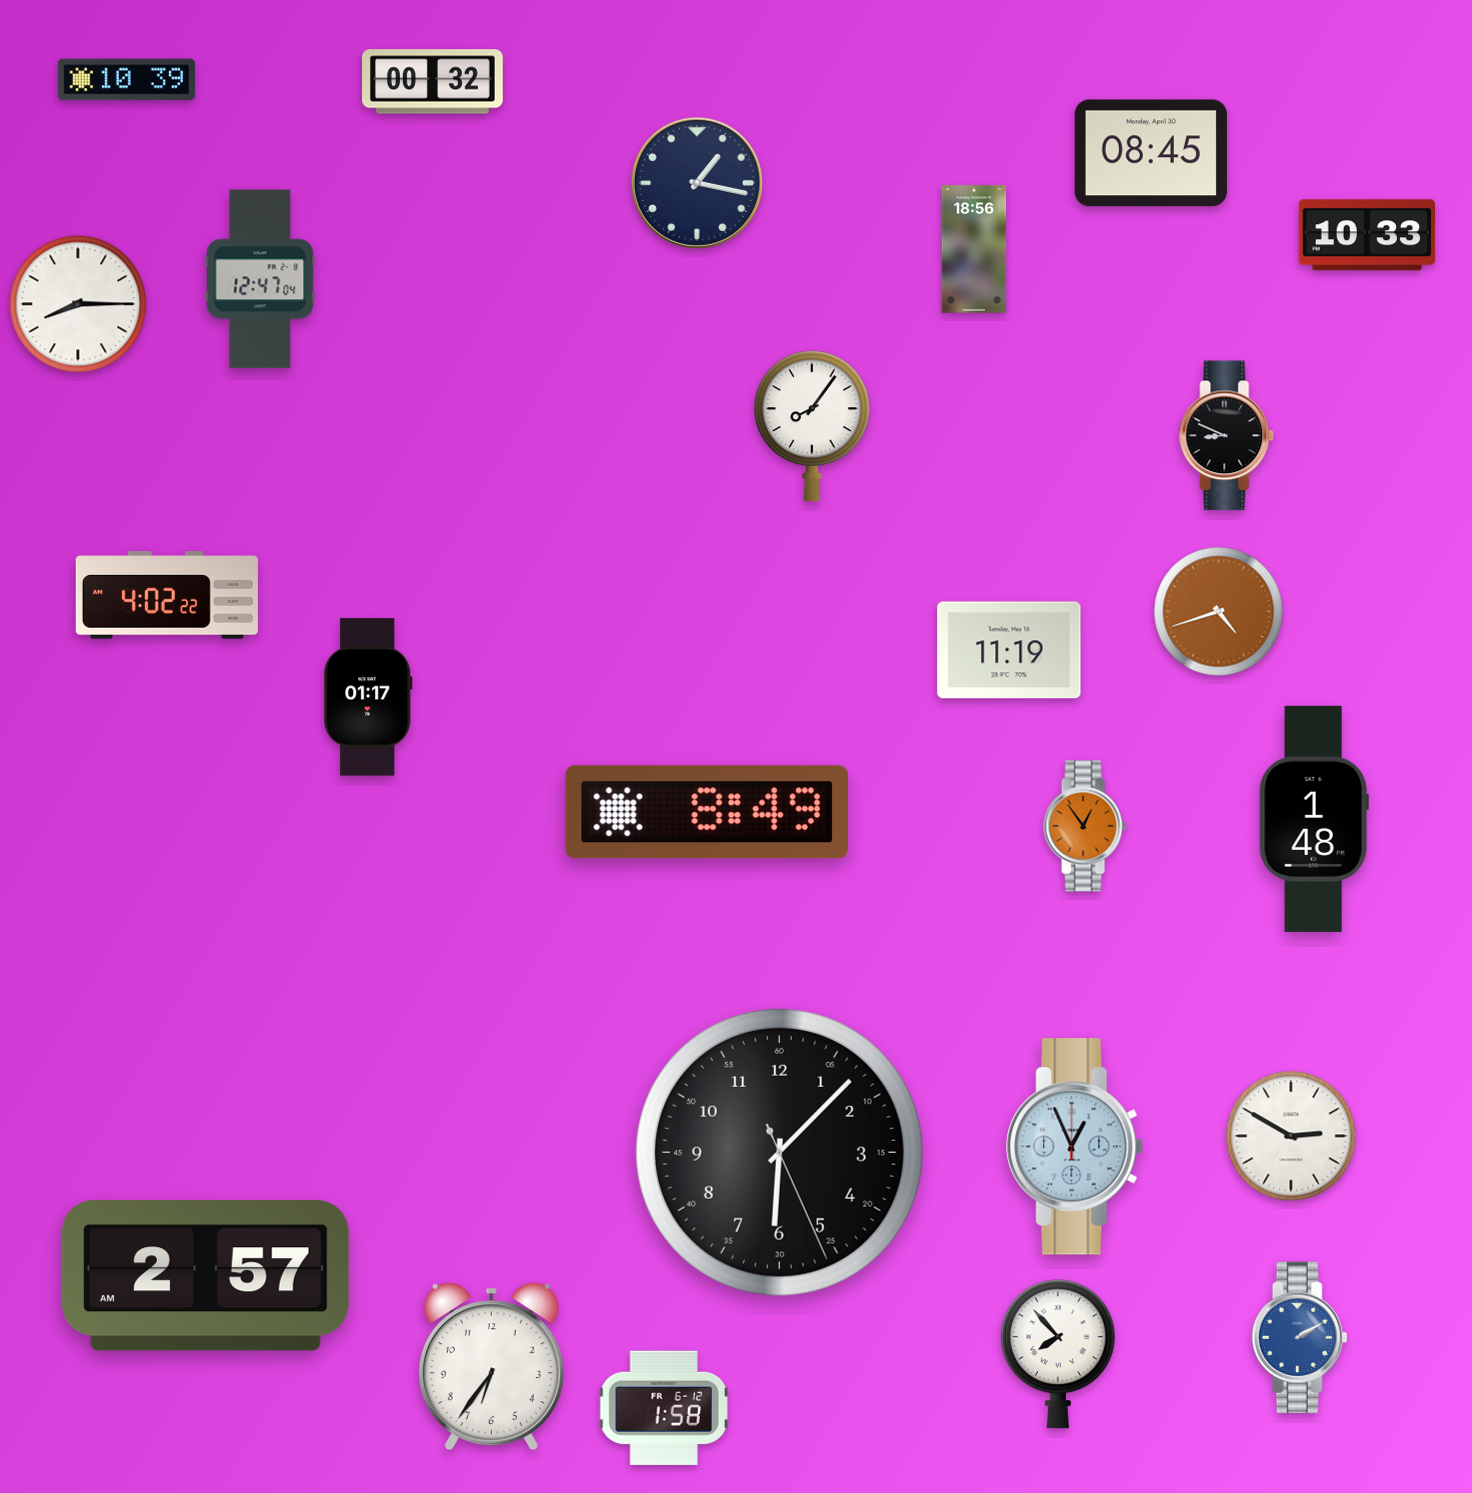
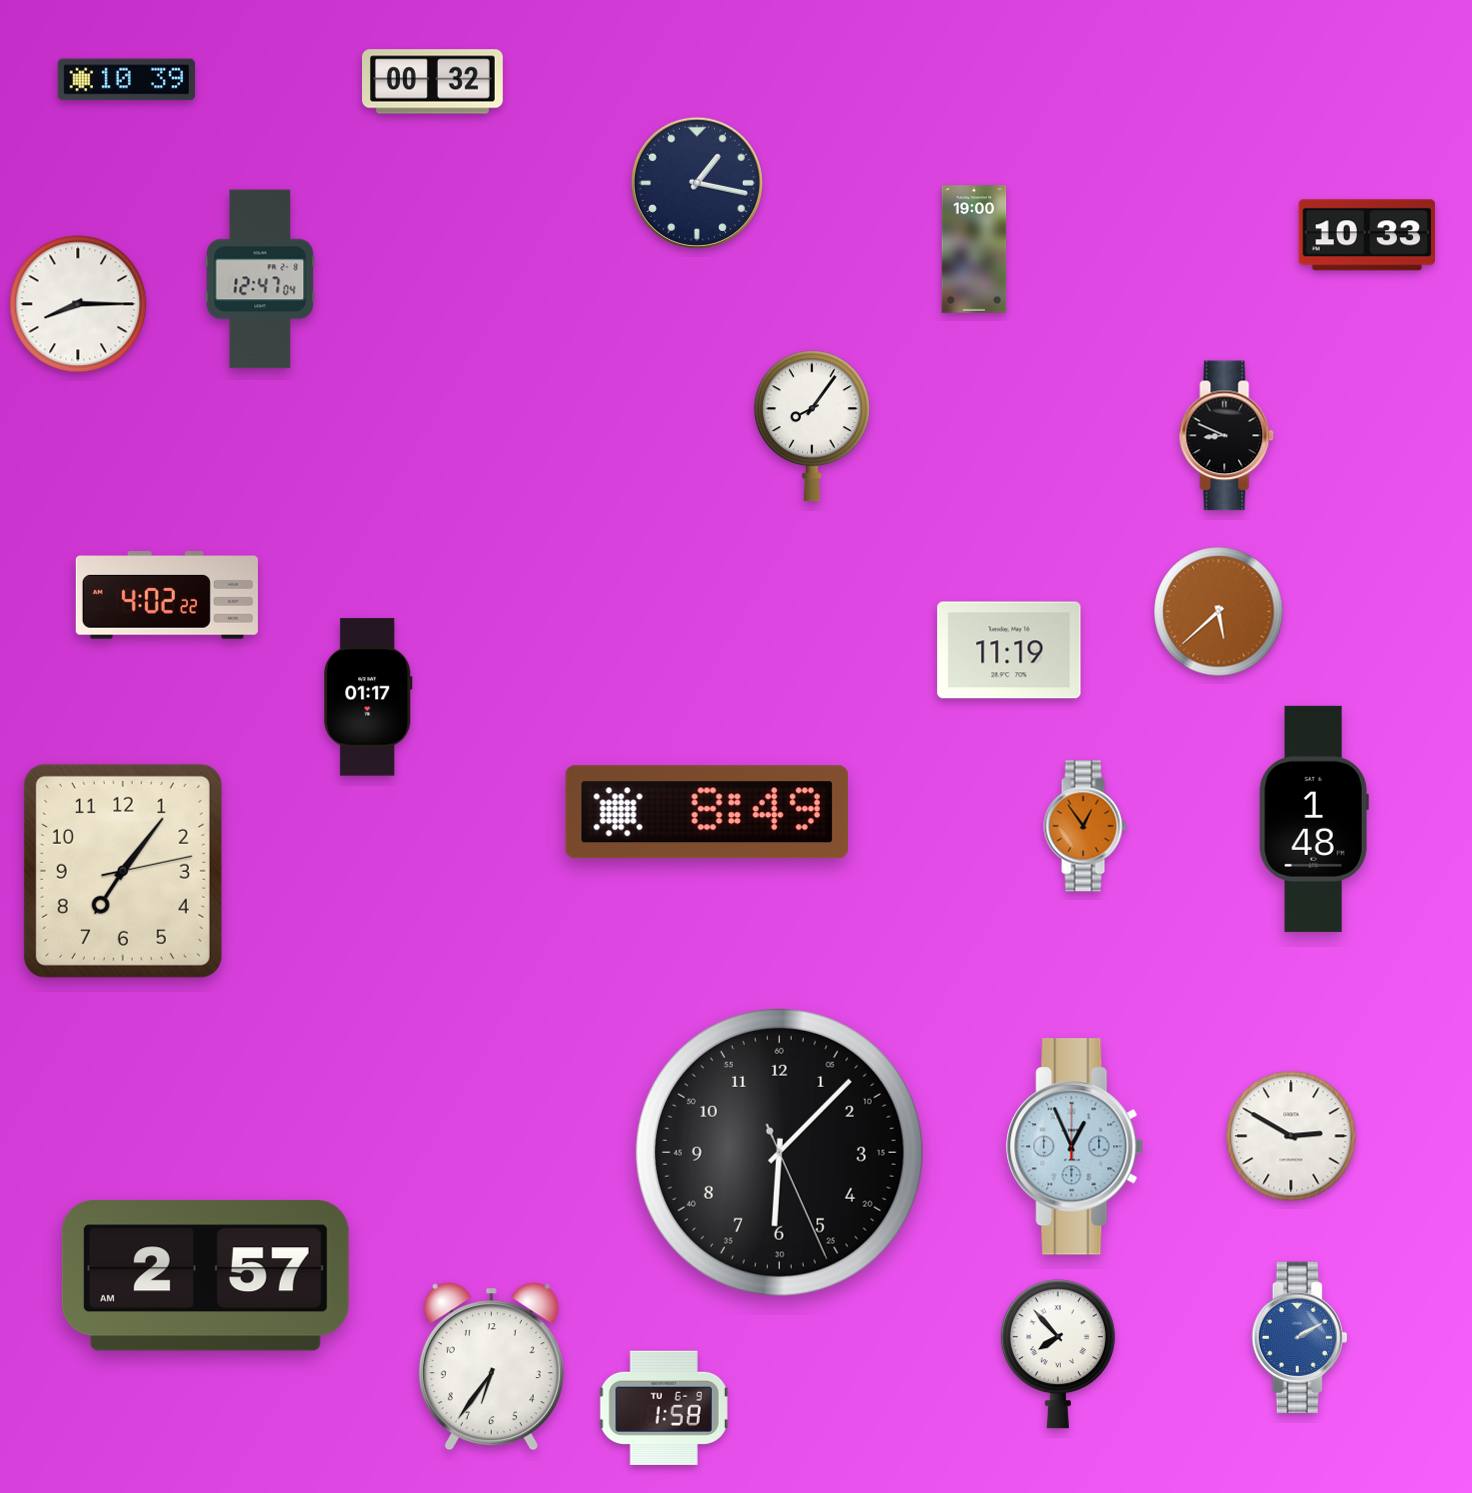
clock at (1151, 153): 08:45 -> none
clock at (974, 249): 18:56 -> 19:00
clock at (1219, 612): 4:42 -> 5:38
clock at (123, 871): none -> 7:06
clock at (664, 1408) date: FR 6-12 -> TU 6-9
